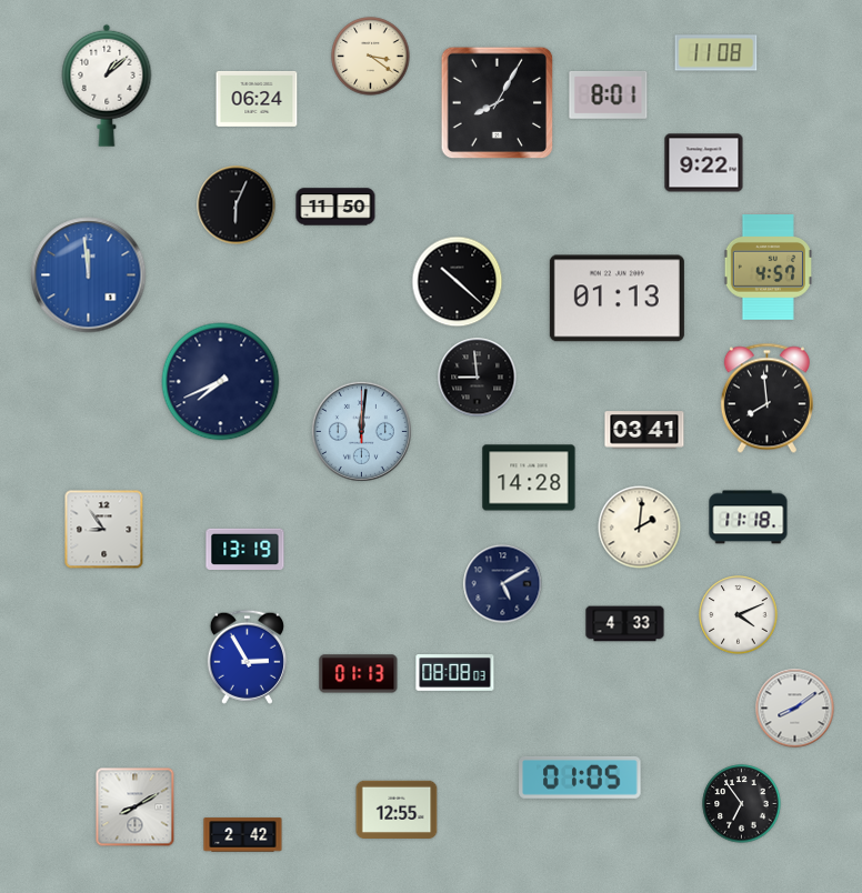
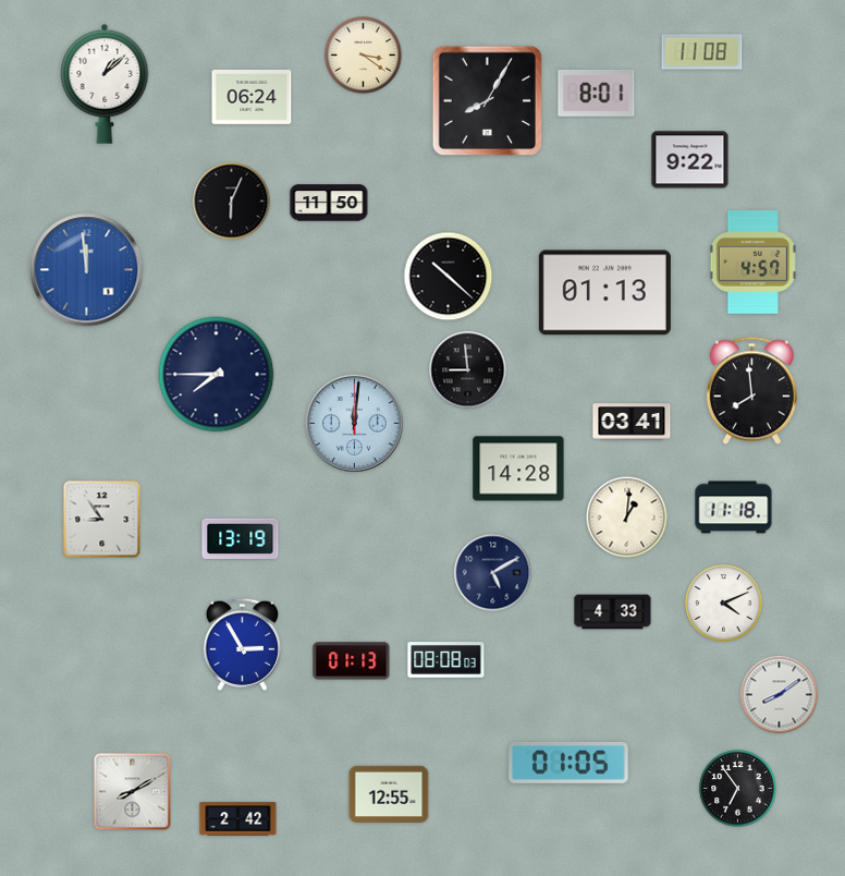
clock at (221, 382): 7:41 -> 7:45
clock at (640, 528): 2:01 -> 1:01
clock at (742, 804) position: (742, 804) -> (738, 789)
